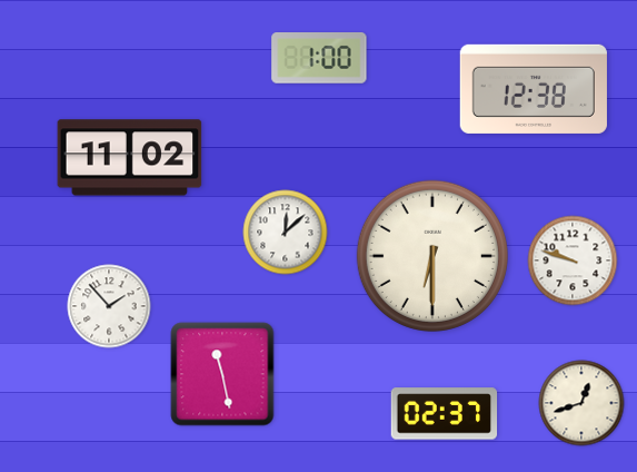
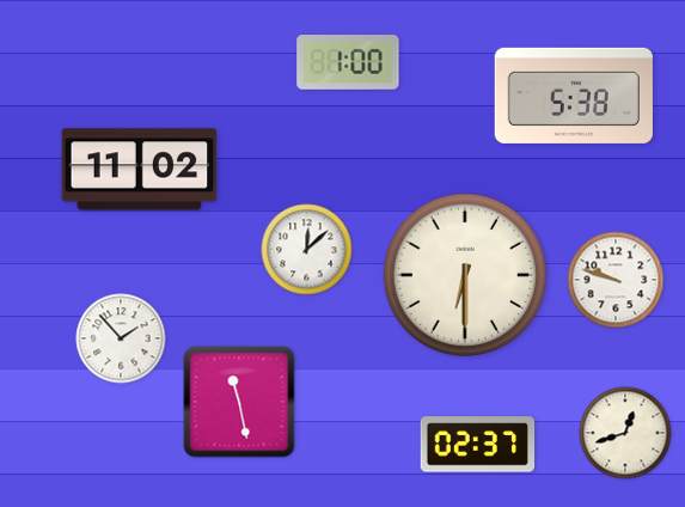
clock at (319, 59) position: (319, 59) -> (348, 63)
clock at (534, 89): 12:38 -> 5:38
clock at (109, 306) position: (109, 306) -> (121, 338)
